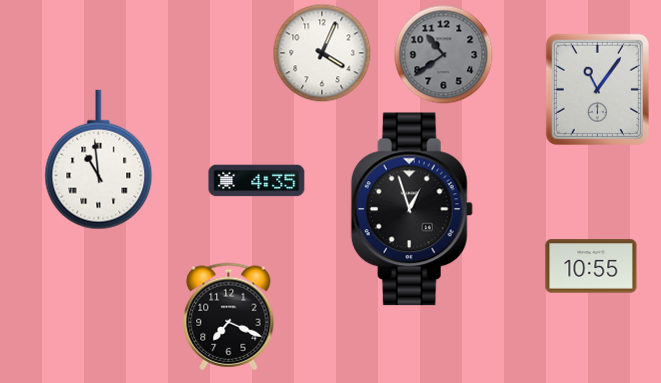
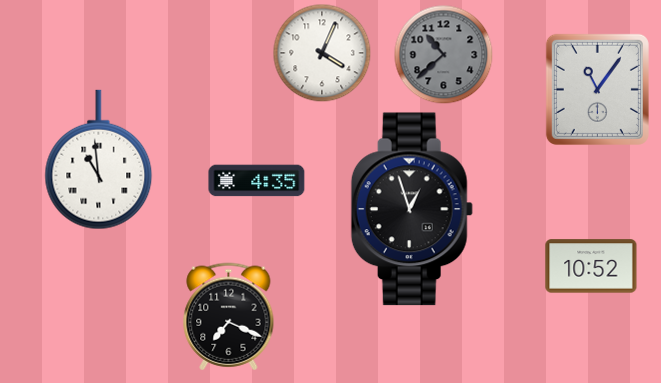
clock at (444, 55): 10:39 -> 10:38
clock at (591, 266): 10:55 -> 10:52
